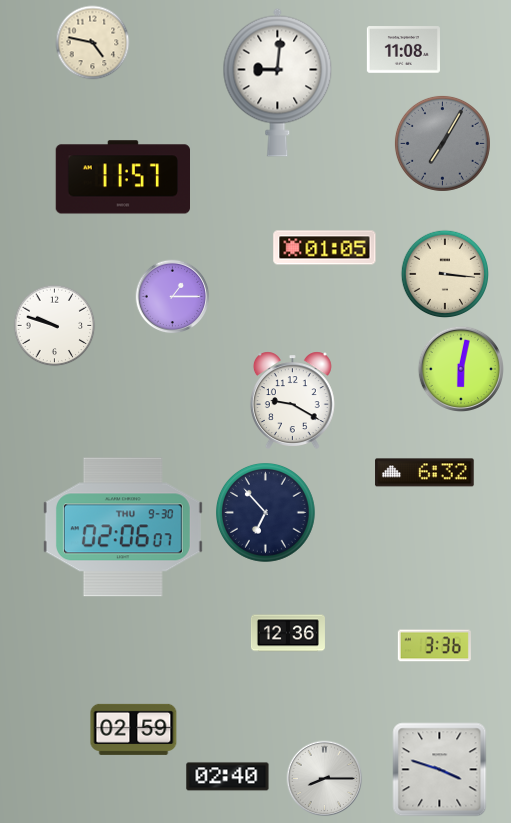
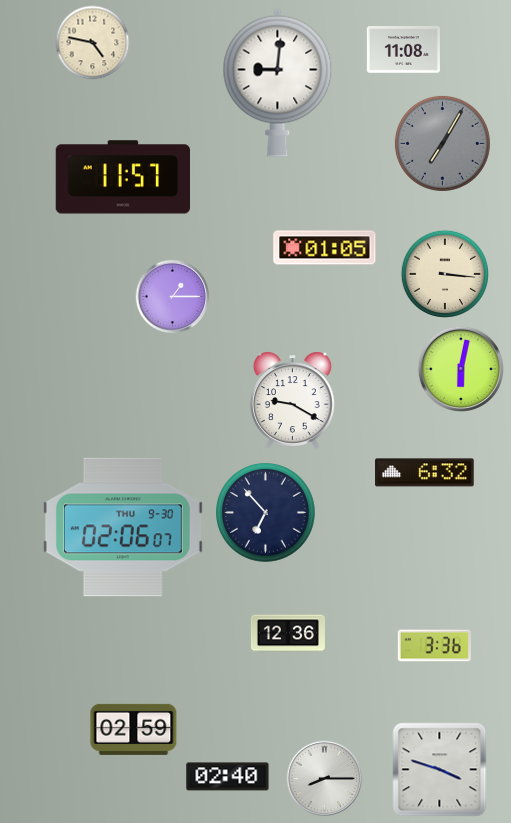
clock at (55, 326): 9:48 -> none
